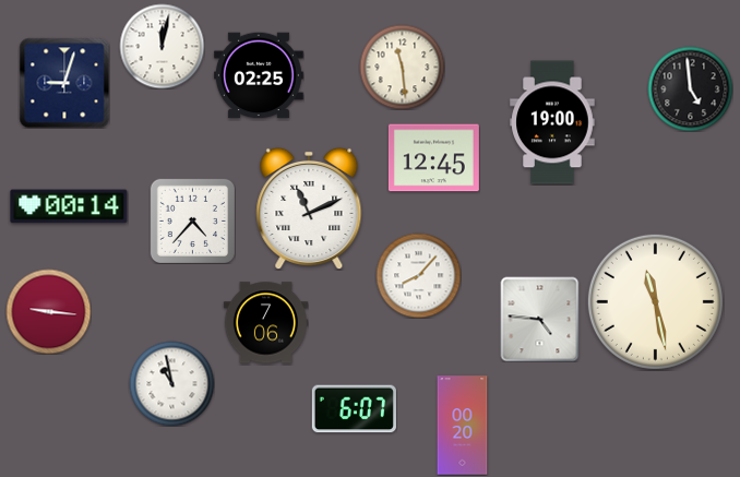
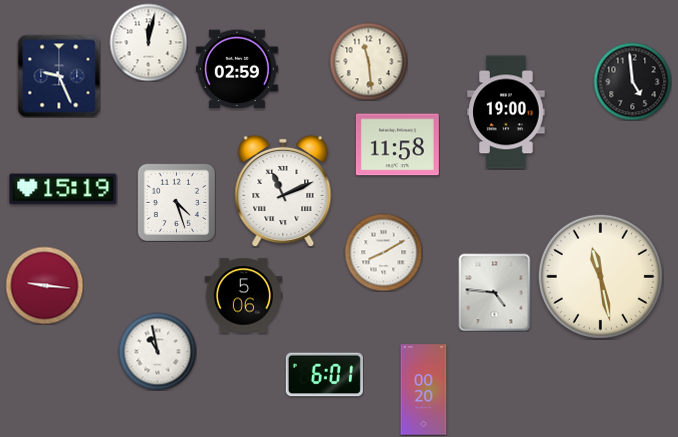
clock at (259, 75): 02:25 -> 02:59
clock at (64, 83): 9:03 -> 9:26
clock at (433, 158): 12:45 -> 11:58
clock at (69, 206): 00:14 -> 15:19
clock at (192, 220): 4:37 -> 4:27
clock at (418, 275): 8:07 -> 8:10
clock at (265, 323): 7:06 -> 5:06
clock at (354, 409): 6:07 -> 6:01
